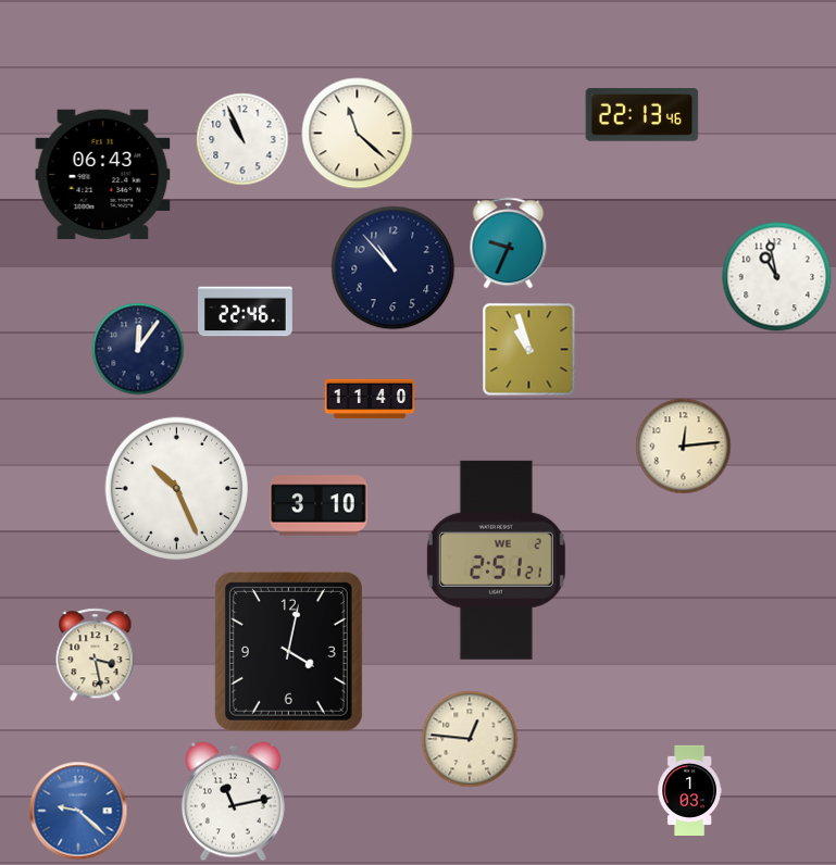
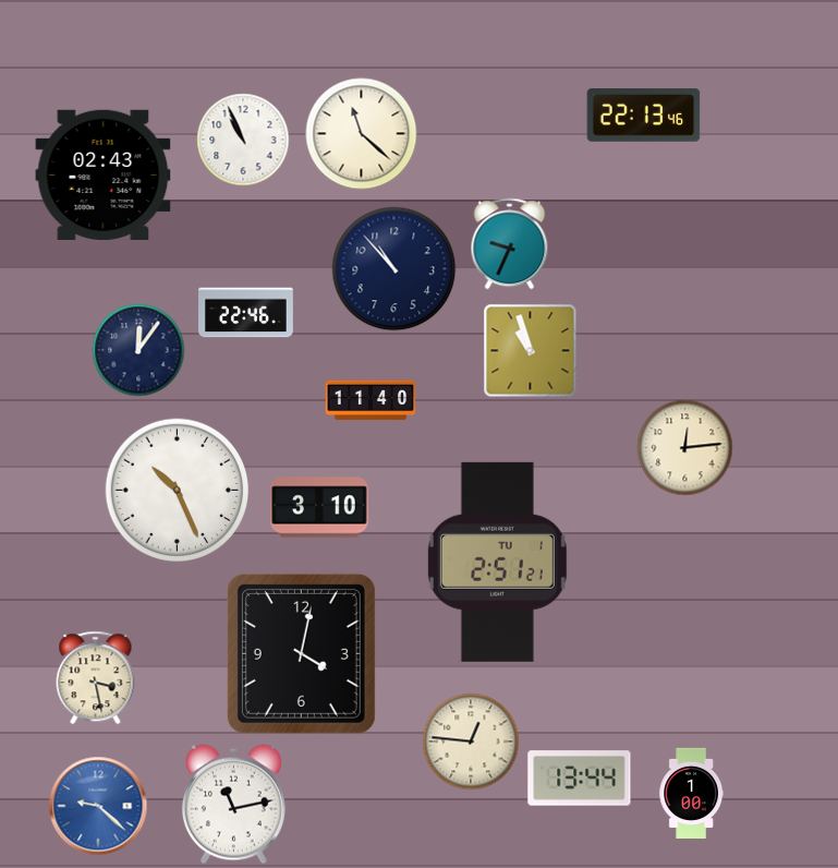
clock at (358, 134) position: (358, 134) -> (362, 134)
clock at (103, 174): 06:43 -> 02:43
clock at (777, 277): 10:58 -> none
clock at (496, 560) date: WE 2 -> TU 1
clock at (288, 651) position: (288, 651) -> (301, 653)
clock at (96, 655) position: (96, 655) -> (96, 678)
clock at (580, 779): none -> 13:44
clock at (689, 790): 1:03 -> 1:00
clock at (78, 811) position: (78, 811) -> (98, 806)
